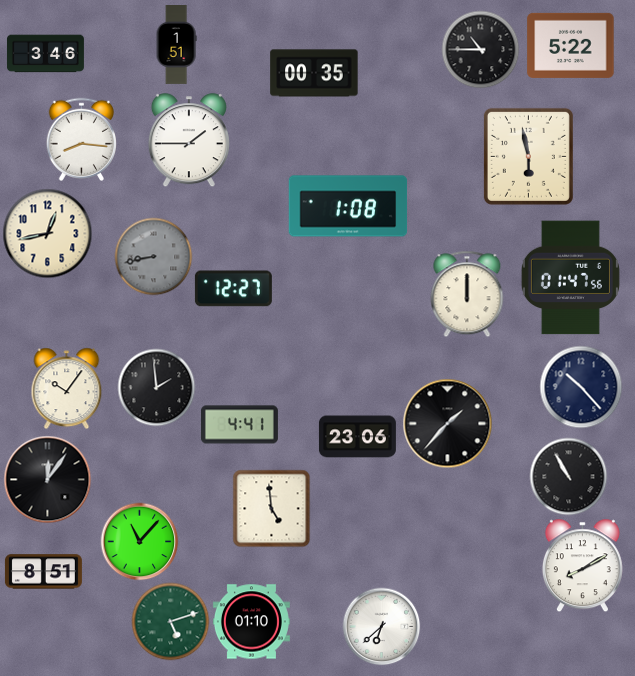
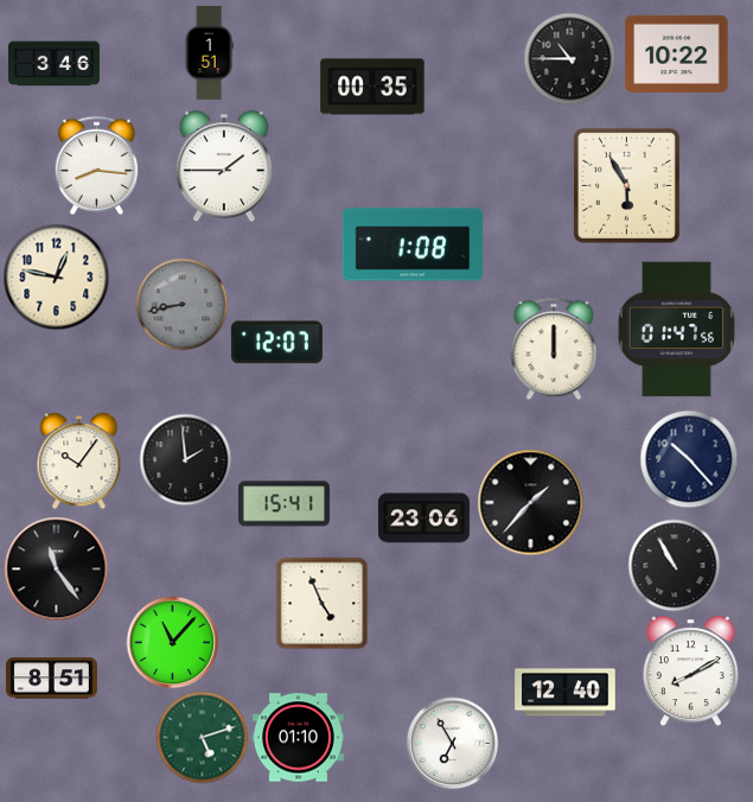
clock at (571, 45): 5:22 -> 10:22
clock at (528, 156): 5:58 -> 5:55
clock at (47, 233): 12:43 -> 12:47
clock at (233, 289): 12:27 -> 12:07
clock at (239, 425): 4:41 -> 15:41
clock at (47, 479): 12:06 -> 11:24
clock at (271, 508): 4:59 -> 4:56
clock at (139, 541) position: (139, 541) -> (172, 642)
clock at (566, 693): none -> 12:40
clock at (381, 626): 6:38 -> 6:55
